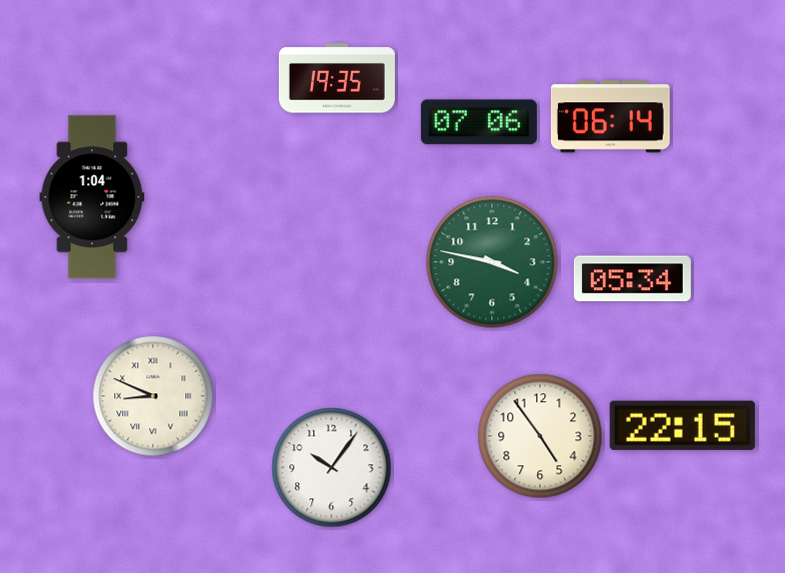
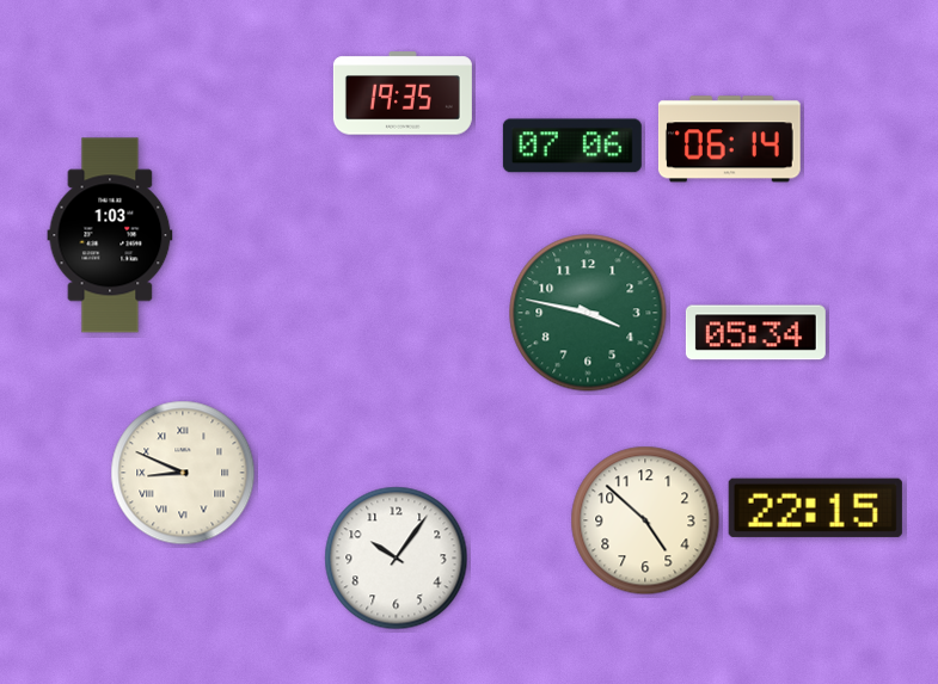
clock at (92, 197): 1:04 -> 1:03
clock at (540, 436): 4:54 -> 4:52
